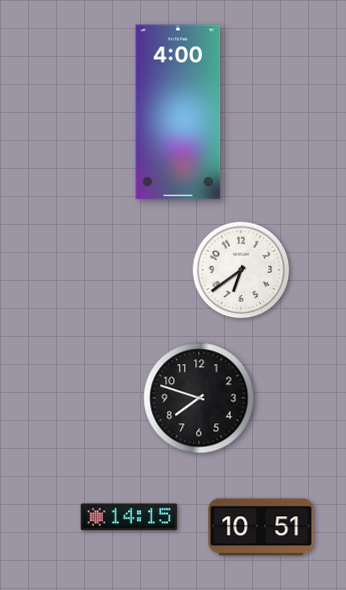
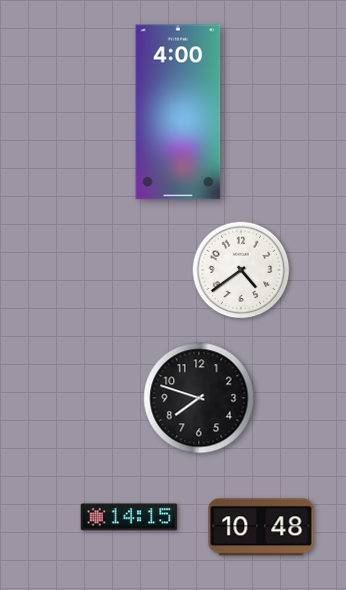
clock at (241, 270): 6:39 -> 4:39
clock at (261, 527): 10:51 -> 10:48
